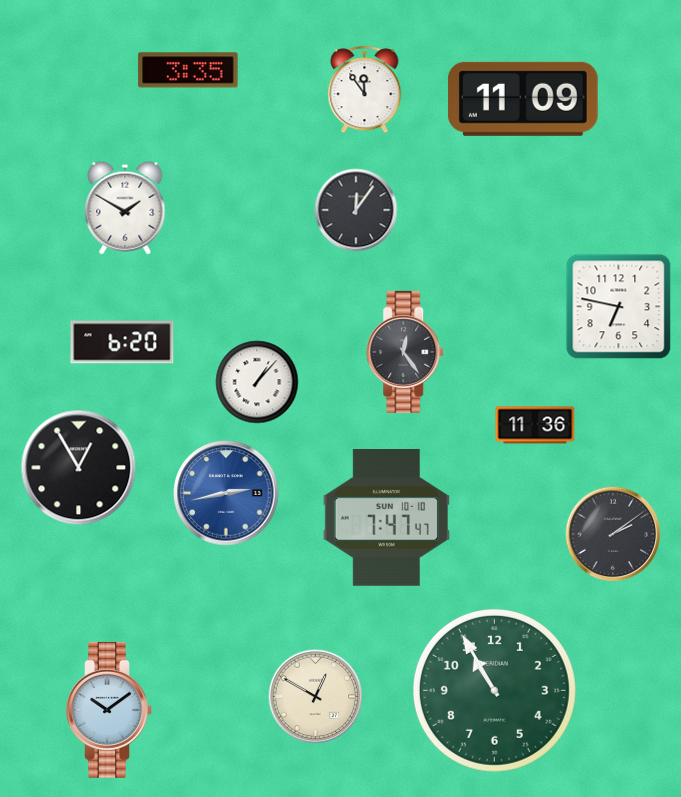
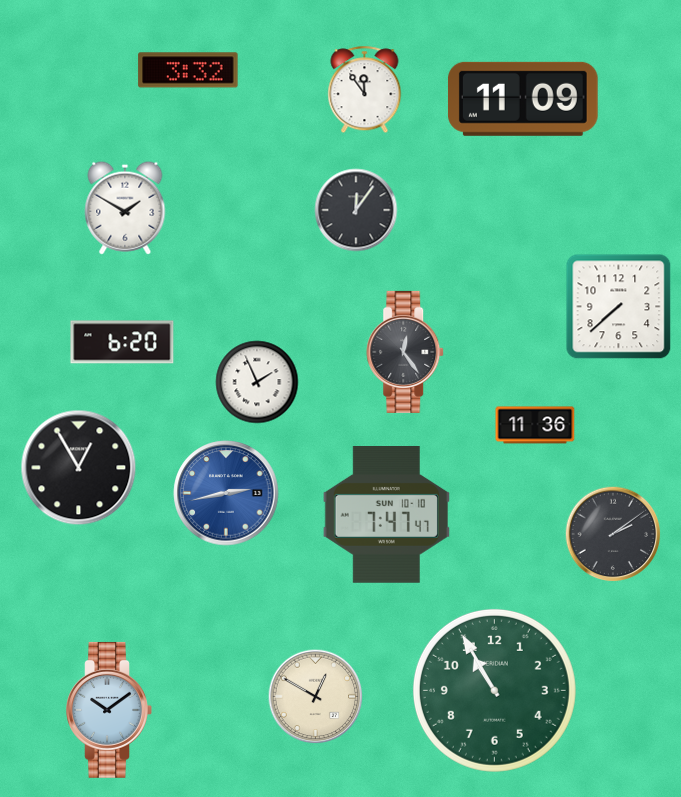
clock at (188, 70): 3:35 -> 3:32
clock at (619, 307): 6:47 -> 7:38
clock at (257, 382): 1:07 -> 1:56
clock at (386, 518) position: (386, 518) -> (386, 515)
